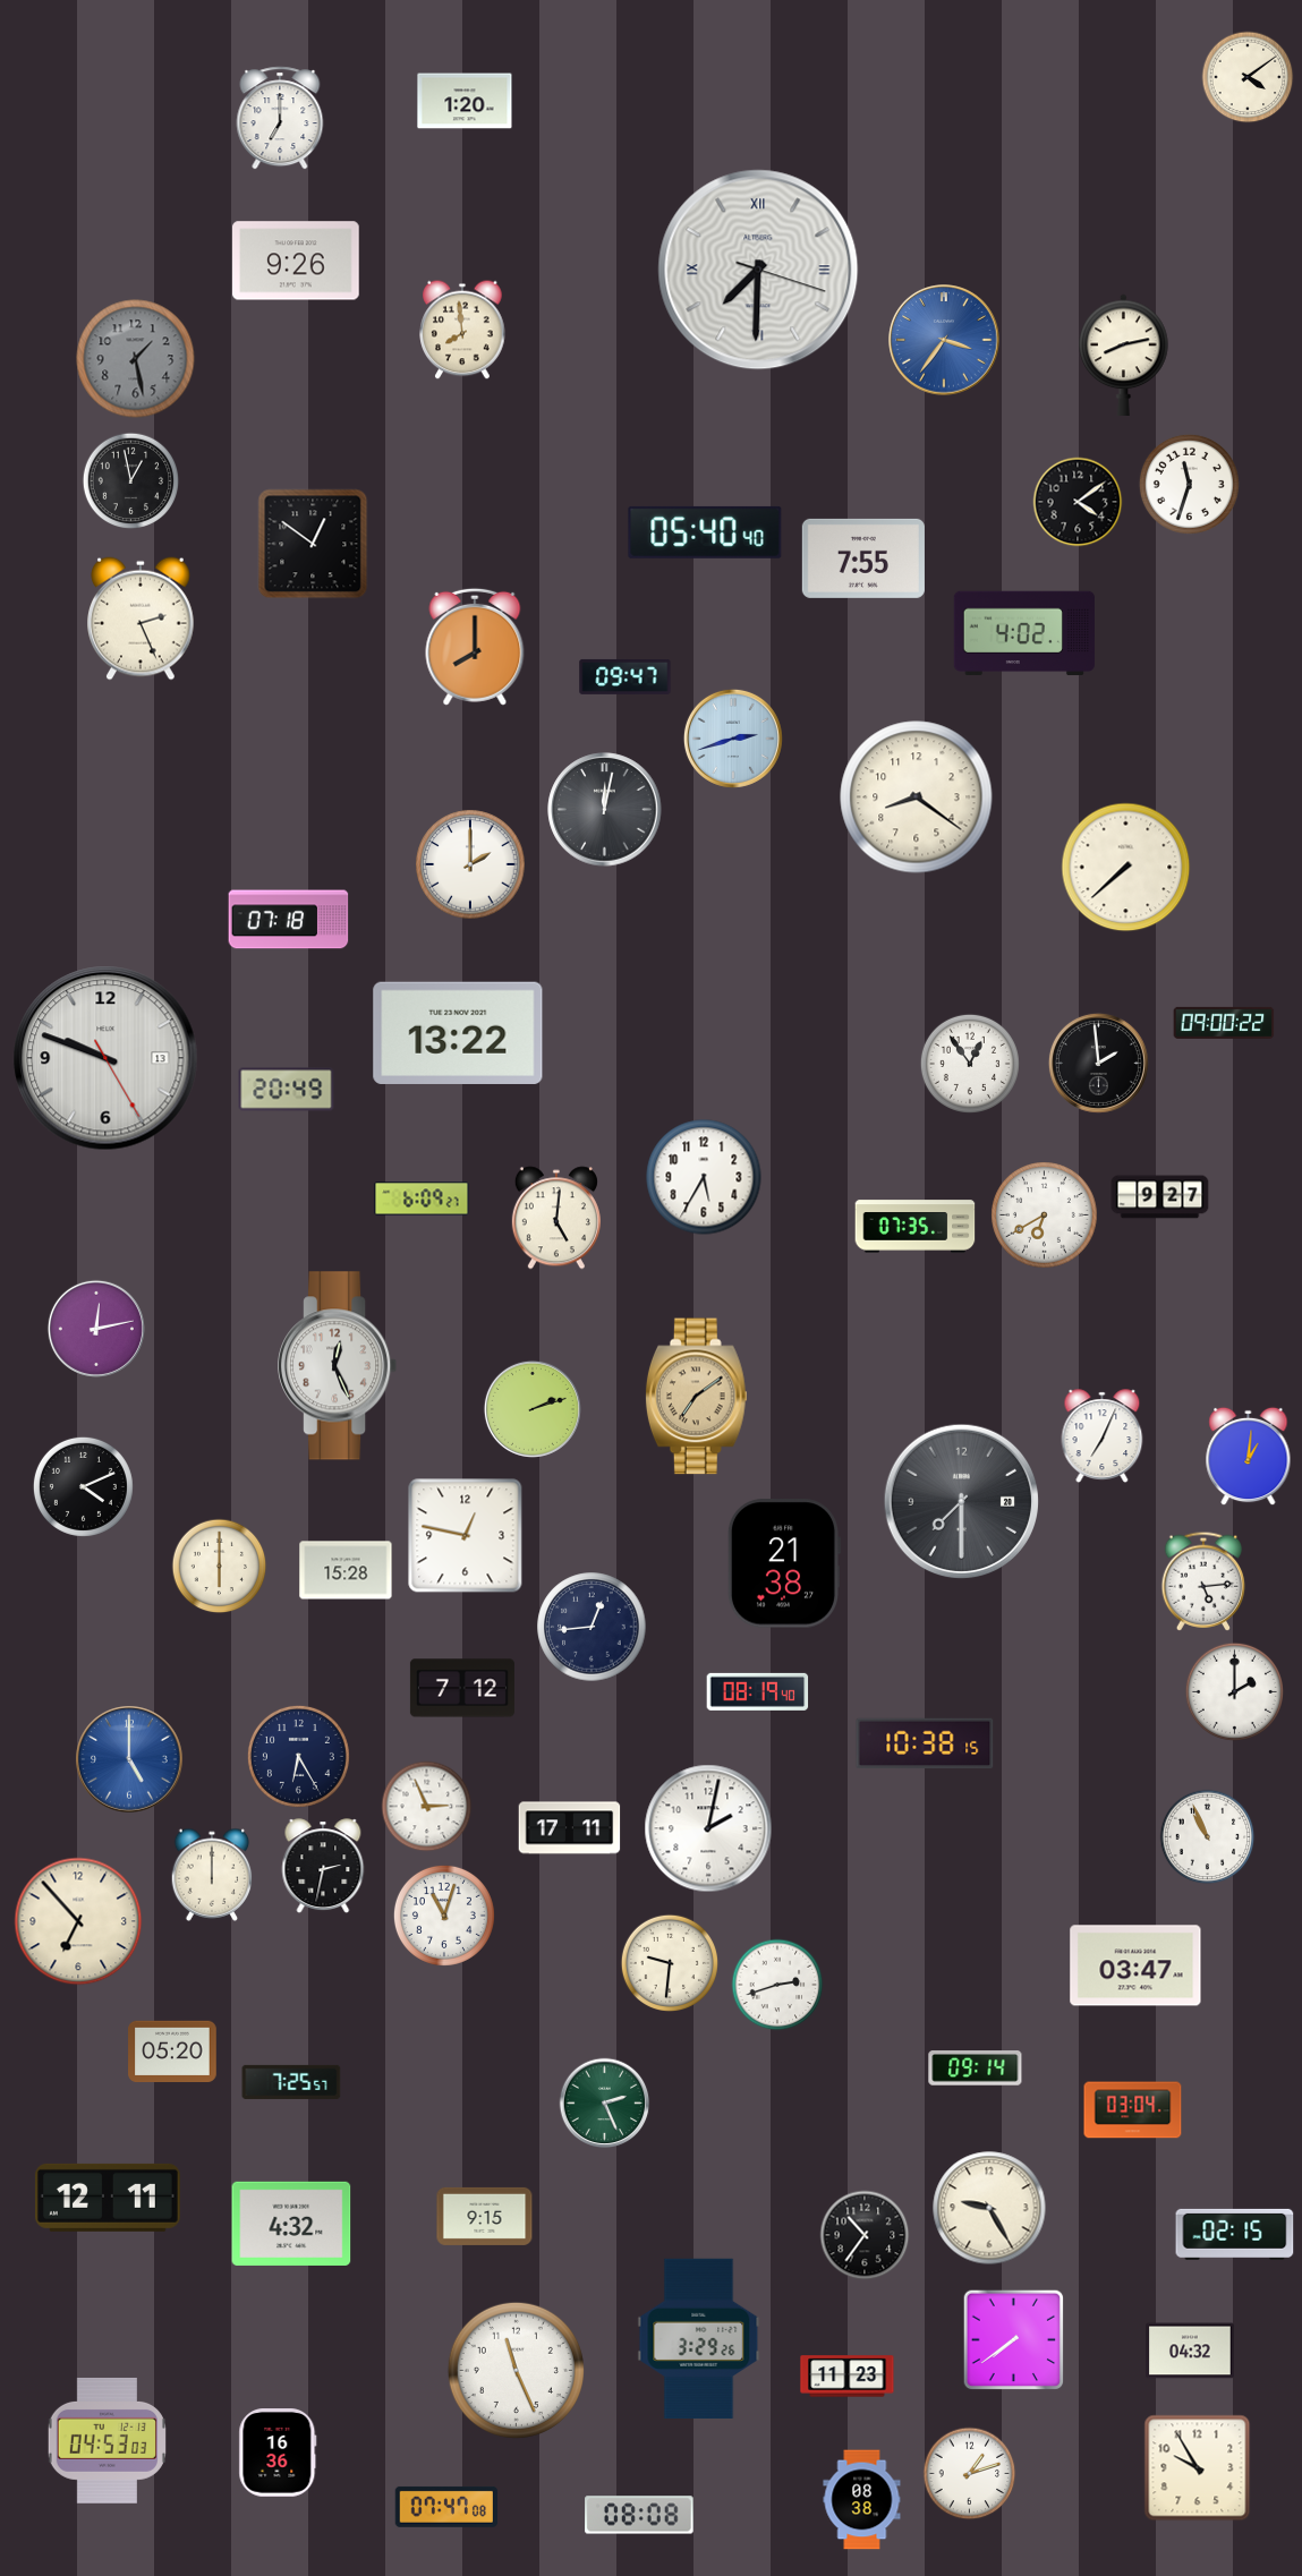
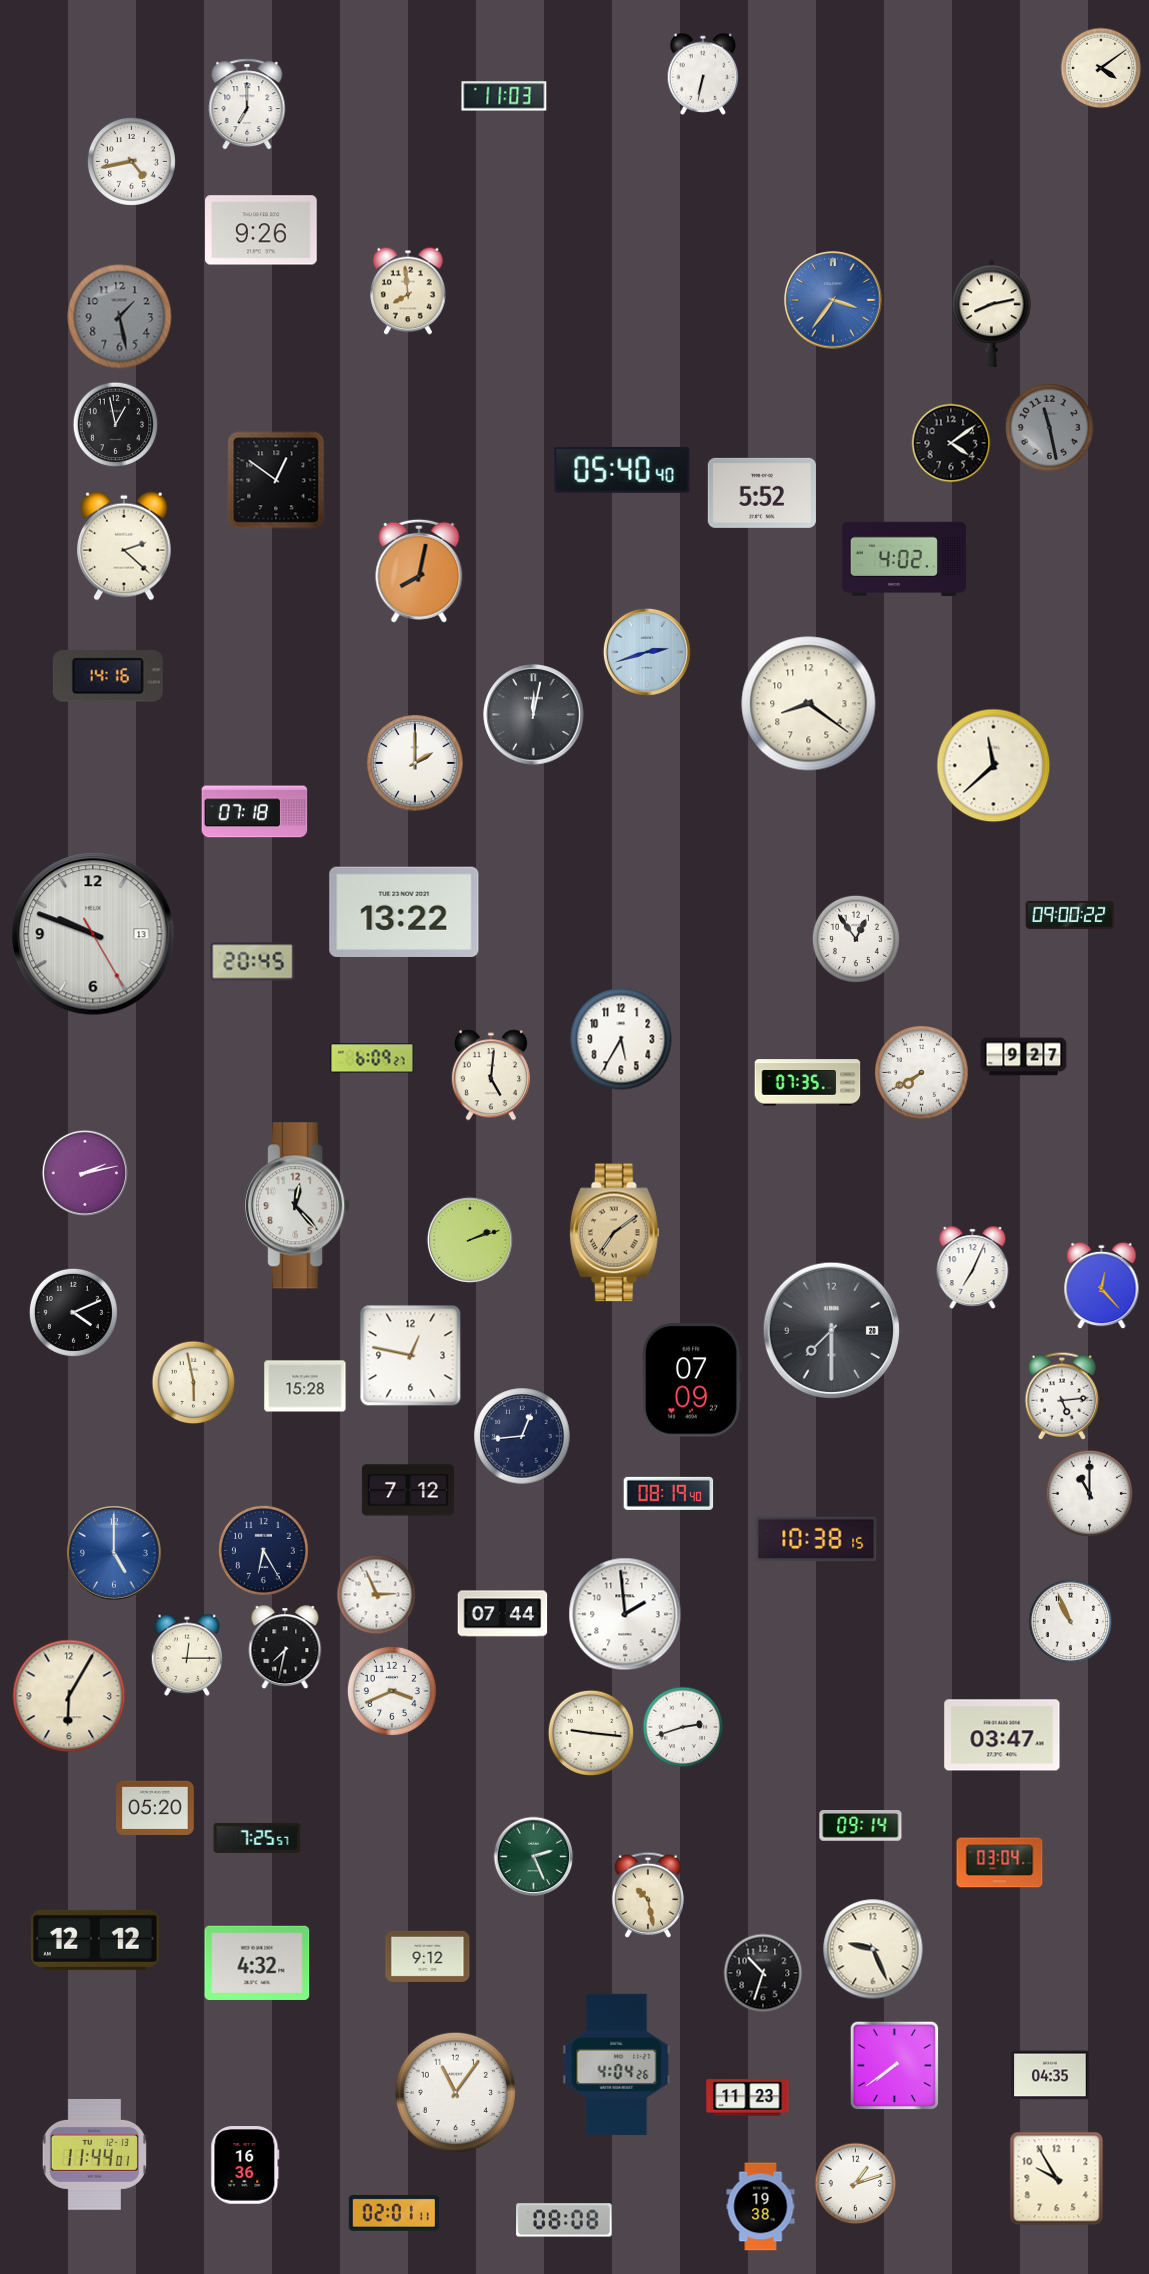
clock at (703, 74): none -> 6:32
clock at (465, 101): 1:20 -> none
clock at (504, 96): none -> 11:03
clock at (131, 161): none -> 4:43
clock at (758, 270): 7:30 -> none
clock at (1189, 484): 11:33 -> 11:28
clock at (1189, 484) dial: white -> grey
clock at (863, 558): 7:55 -> 5:52
clock at (142, 619): 2:26 -> 2:22
clock at (475, 647): 8:00 -> 8:02
clock at (626, 676): 09:47 -> none
clock at (108, 676): none -> 14:16
clock at (1126, 868): 7:38 -> 11:38
clock at (1224, 1023) position: (1224, 1023) -> (1070, 915)
clock at (1098, 1063): 1:59 -> none
clock at (287, 1090): 20:49 -> 20:45
clock at (1045, 1216): 6:40 -> 7:40
clock at (96, 1329): 12:13 -> 2:13
clock at (339, 1366): 12:26 -> 12:23
clock at (533, 1409) position: (533, 1409) -> (470, 1240)
clock at (1249, 1457): 1:01 -> 12:23
clock at (961, 1501) position: (961, 1501) -> (831, 1330)
clock at (783, 1563): 21:38 -> 07:09
clock at (220, 1567): 6:00 -> 5:58
clock at (1234, 1691): 2:00 -> 11:00
clock at (570, 1828): 17:11 -> 07:44
clock at (708, 1828): 2:02 -> 1:59
clock at (1208, 1837) position: (1208, 1837) -> (1071, 1622)
clock at (323, 1867): 2:32 -> 7:32
clock at (212, 1875): 12:00 -> 12:15
clock at (444, 1916): 11:03 -> 3:41
clock at (78, 1921): 6:53 -> 6:05
clock at (669, 1962): 9:31 -> 9:16
clock at (777, 1985) position: (777, 1985) -> (683, 1727)
clock at (172, 2050) position: (172, 2050) -> (155, 1807)
clock at (648, 1895): none -> 10:28
clock at (108, 2198): 12:11 -> 12:12
clock at (989, 2208): 9:25 -> 9:26
clock at (485, 2216): 9:15 -> 9:12
clock at (1235, 2234): 02:15 -> none
clock at (865, 2235): 10:36 -> 10:33
clock at (699, 2338): 3:29 -> 4:04
clock at (1190, 2351): 04:32 -> 04:35
clock at (516, 2370): 11:26 -> 11:06
clock at (107, 2440): 04:53 -> 11:44
clock at (862, 2500): 08:38 -> 19:38
clock at (445, 2507): 07:47 -> 02:01
